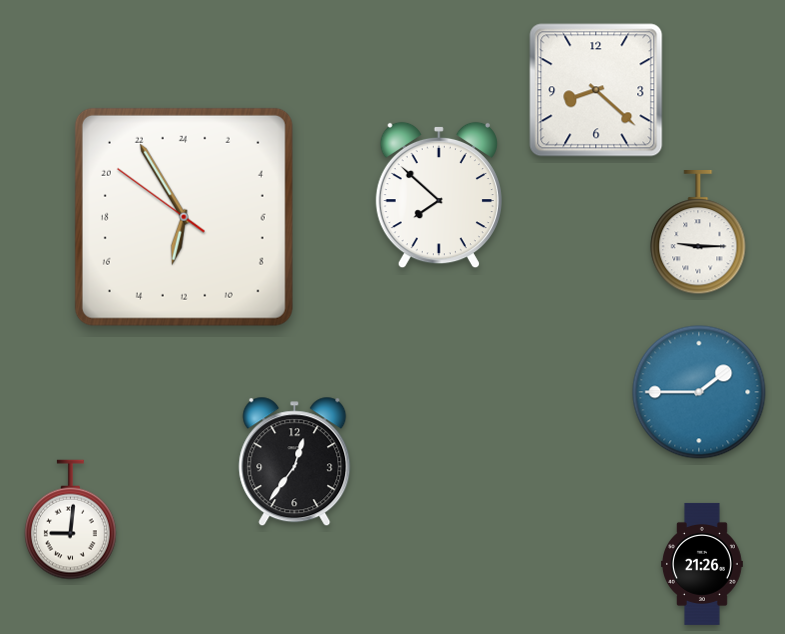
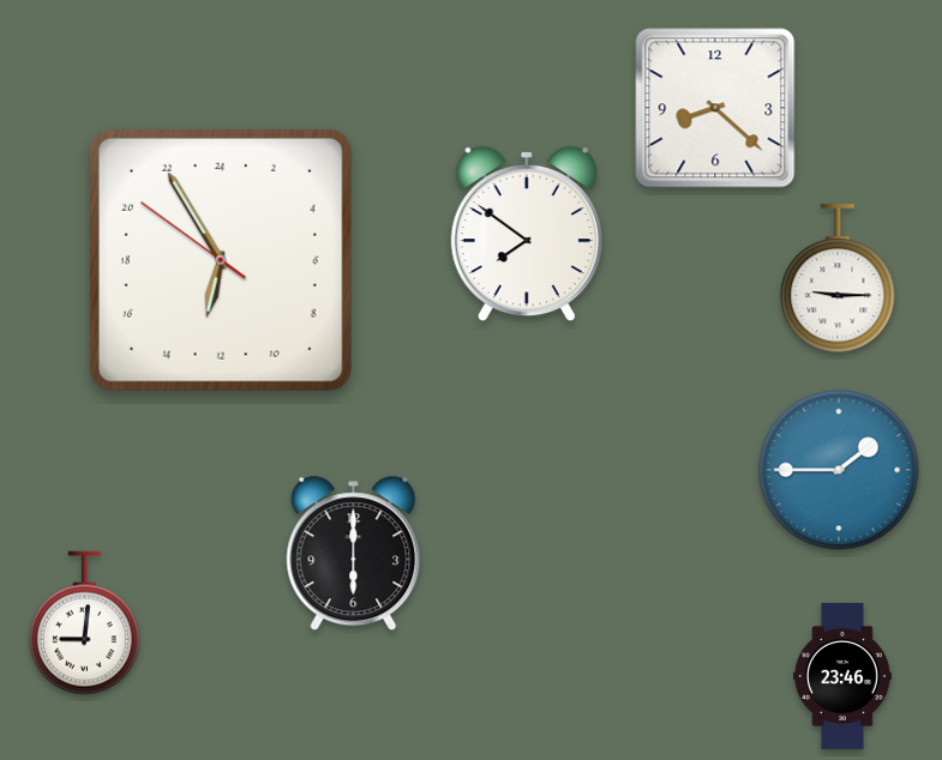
clock at (439, 195): 7:52 -> 7:51
clock at (295, 462): 12:36 -> 6:00
clock at (703, 564): 21:26 -> 23:46
